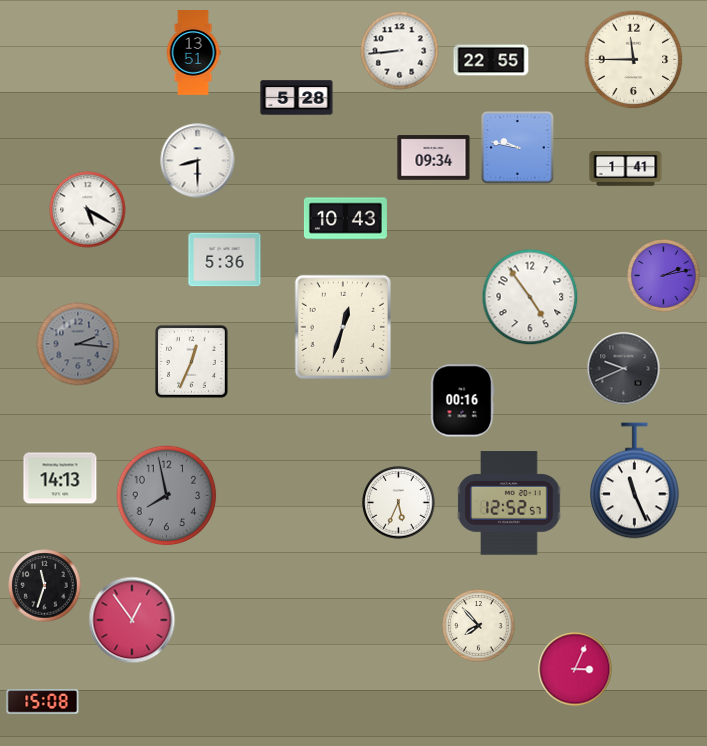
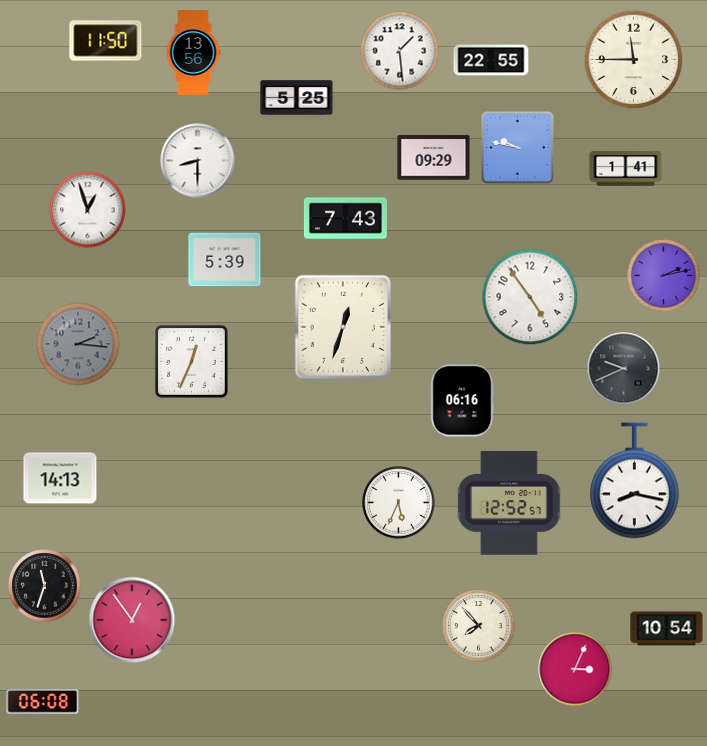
clock at (106, 41): none -> 11:50
clock at (400, 51): 8:44 -> 1:29
clock at (193, 53): 13:51 -> 13:56
clock at (297, 98): 5:28 -> 5:25
clock at (434, 158): 09:34 -> 09:29
clock at (88, 210): 5:20 -> 12:57
clock at (345, 219): 10:43 -> 7:43
clock at (225, 260): 5:36 -> 5:39
clock at (463, 401): 00:16 -> 06:16
clock at (635, 481): 11:26 -> 8:17
clock at (167, 496): 7:58 -> none
clock at (667, 629): none -> 10:54
clock at (43, 702): 15:08 -> 06:08
